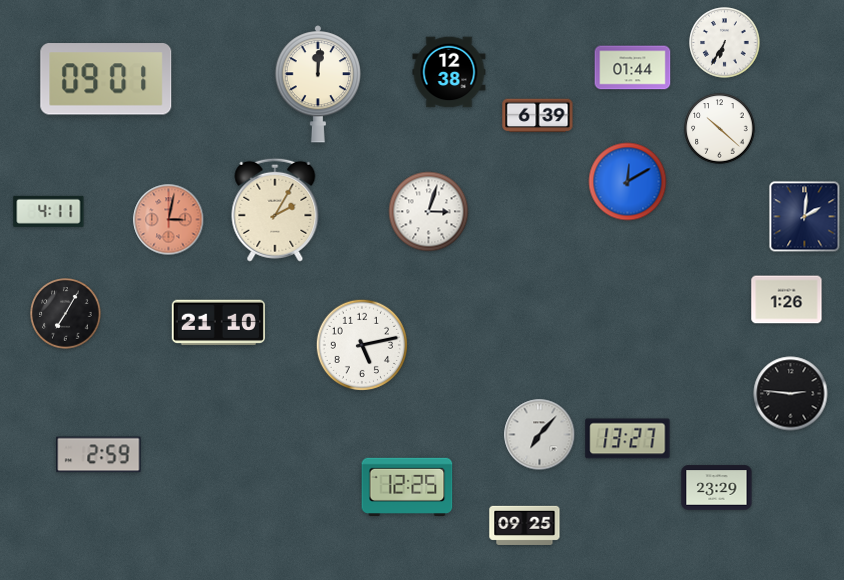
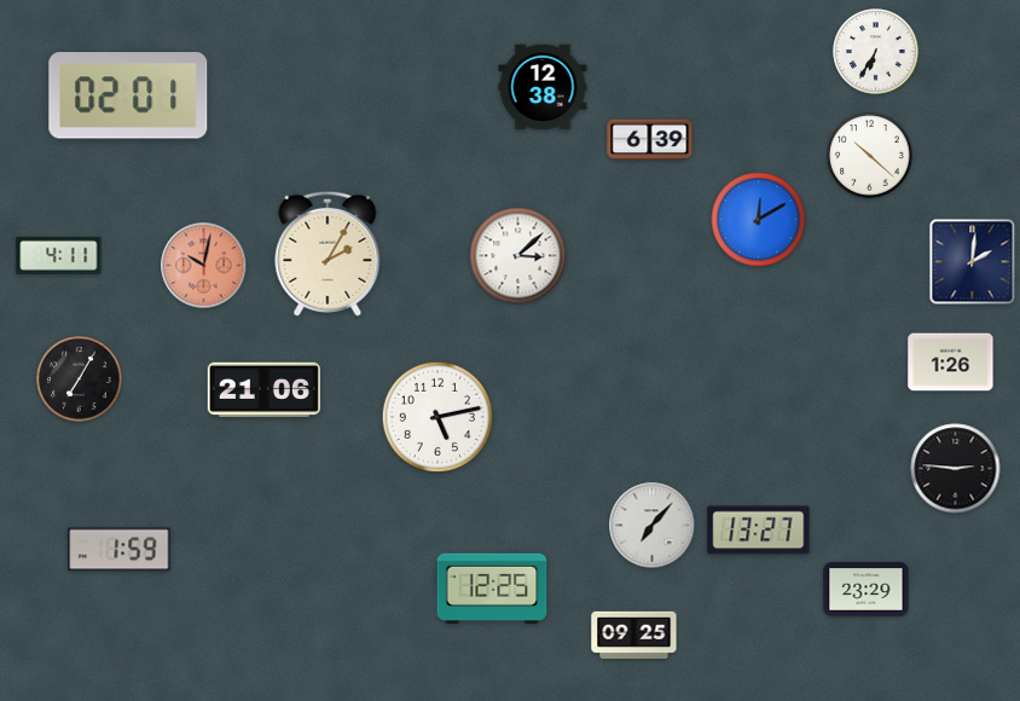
clock at (633, 68): 01:44 -> none
clock at (106, 79): 09:01 -> 02:01
clock at (317, 84): 12:01 -> none
clock at (275, 210) position: (275, 210) -> (328, 254)
clock at (429, 212): 3:03 -> 3:08
clock at (169, 220): 3:02 -> 10:02
clock at (218, 323): 21:10 -> 21:06
clock at (791, 394) position: (791, 394) -> (956, 469)
clock at (99, 455): 2:59 -> 1:59
